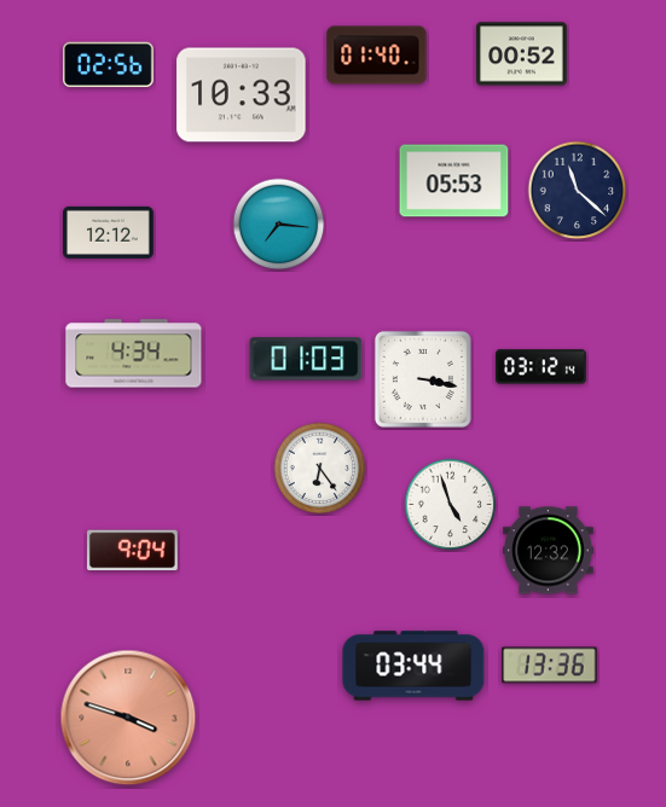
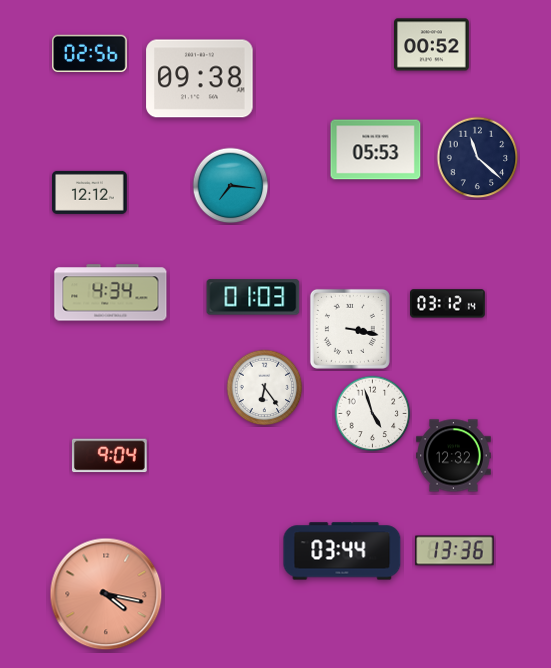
clock at (377, 56): 01:40 -> none
clock at (242, 95): 10:33 -> 09:38
clock at (423, 379) position: (423, 379) -> (350, 329)
clock at (451, 505) position: (451, 505) -> (373, 414)
clock at (128, 718): 3:48 -> 4:17
